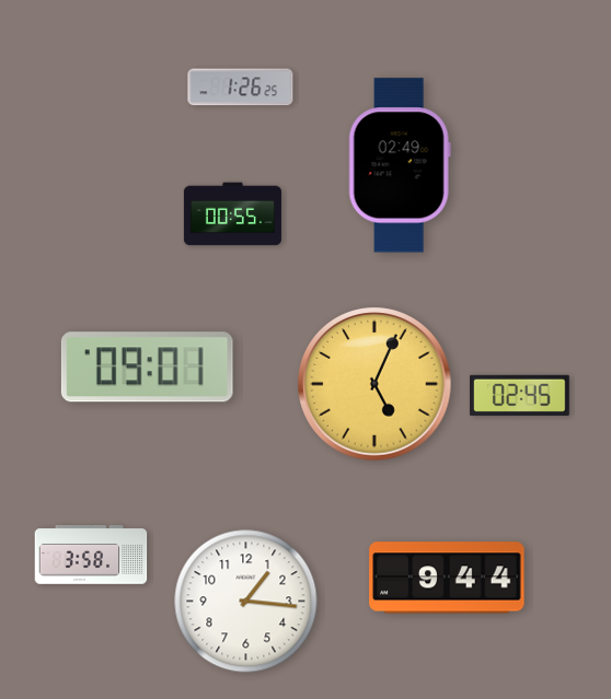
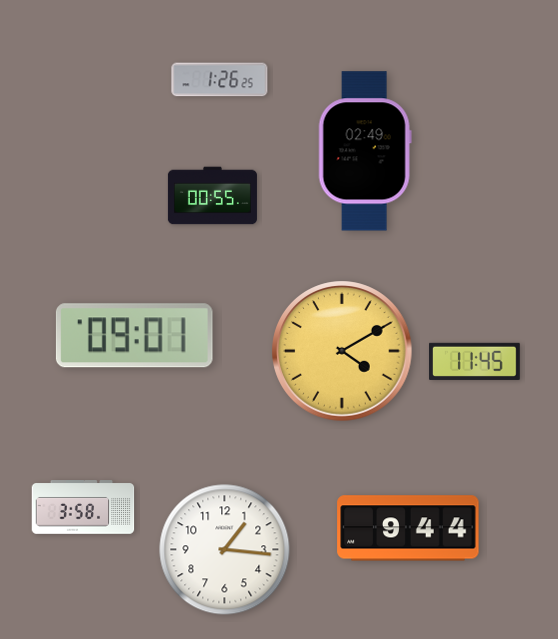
clock at (374, 384): 5:04 -> 4:10
clock at (520, 395): 02:45 -> 11:45
